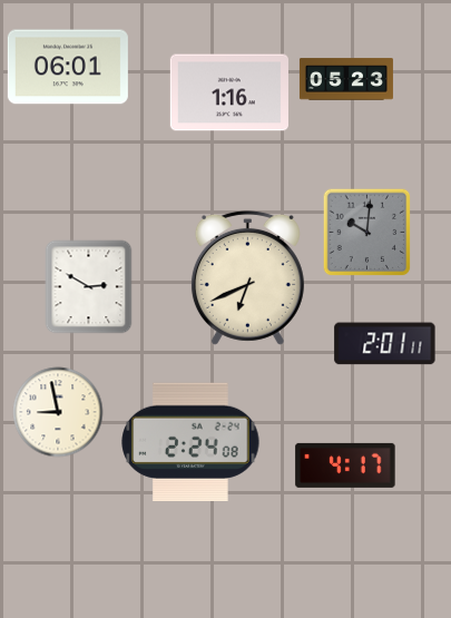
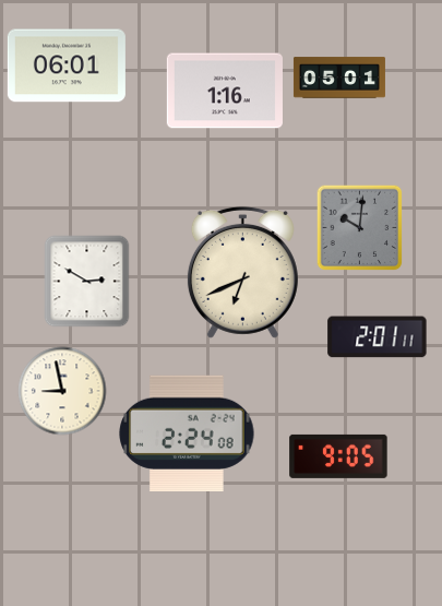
clock at (346, 79): 05:23 -> 05:01
clock at (58, 412) position: (58, 412) -> (62, 391)
clock at (345, 465): 4:17 -> 9:05
